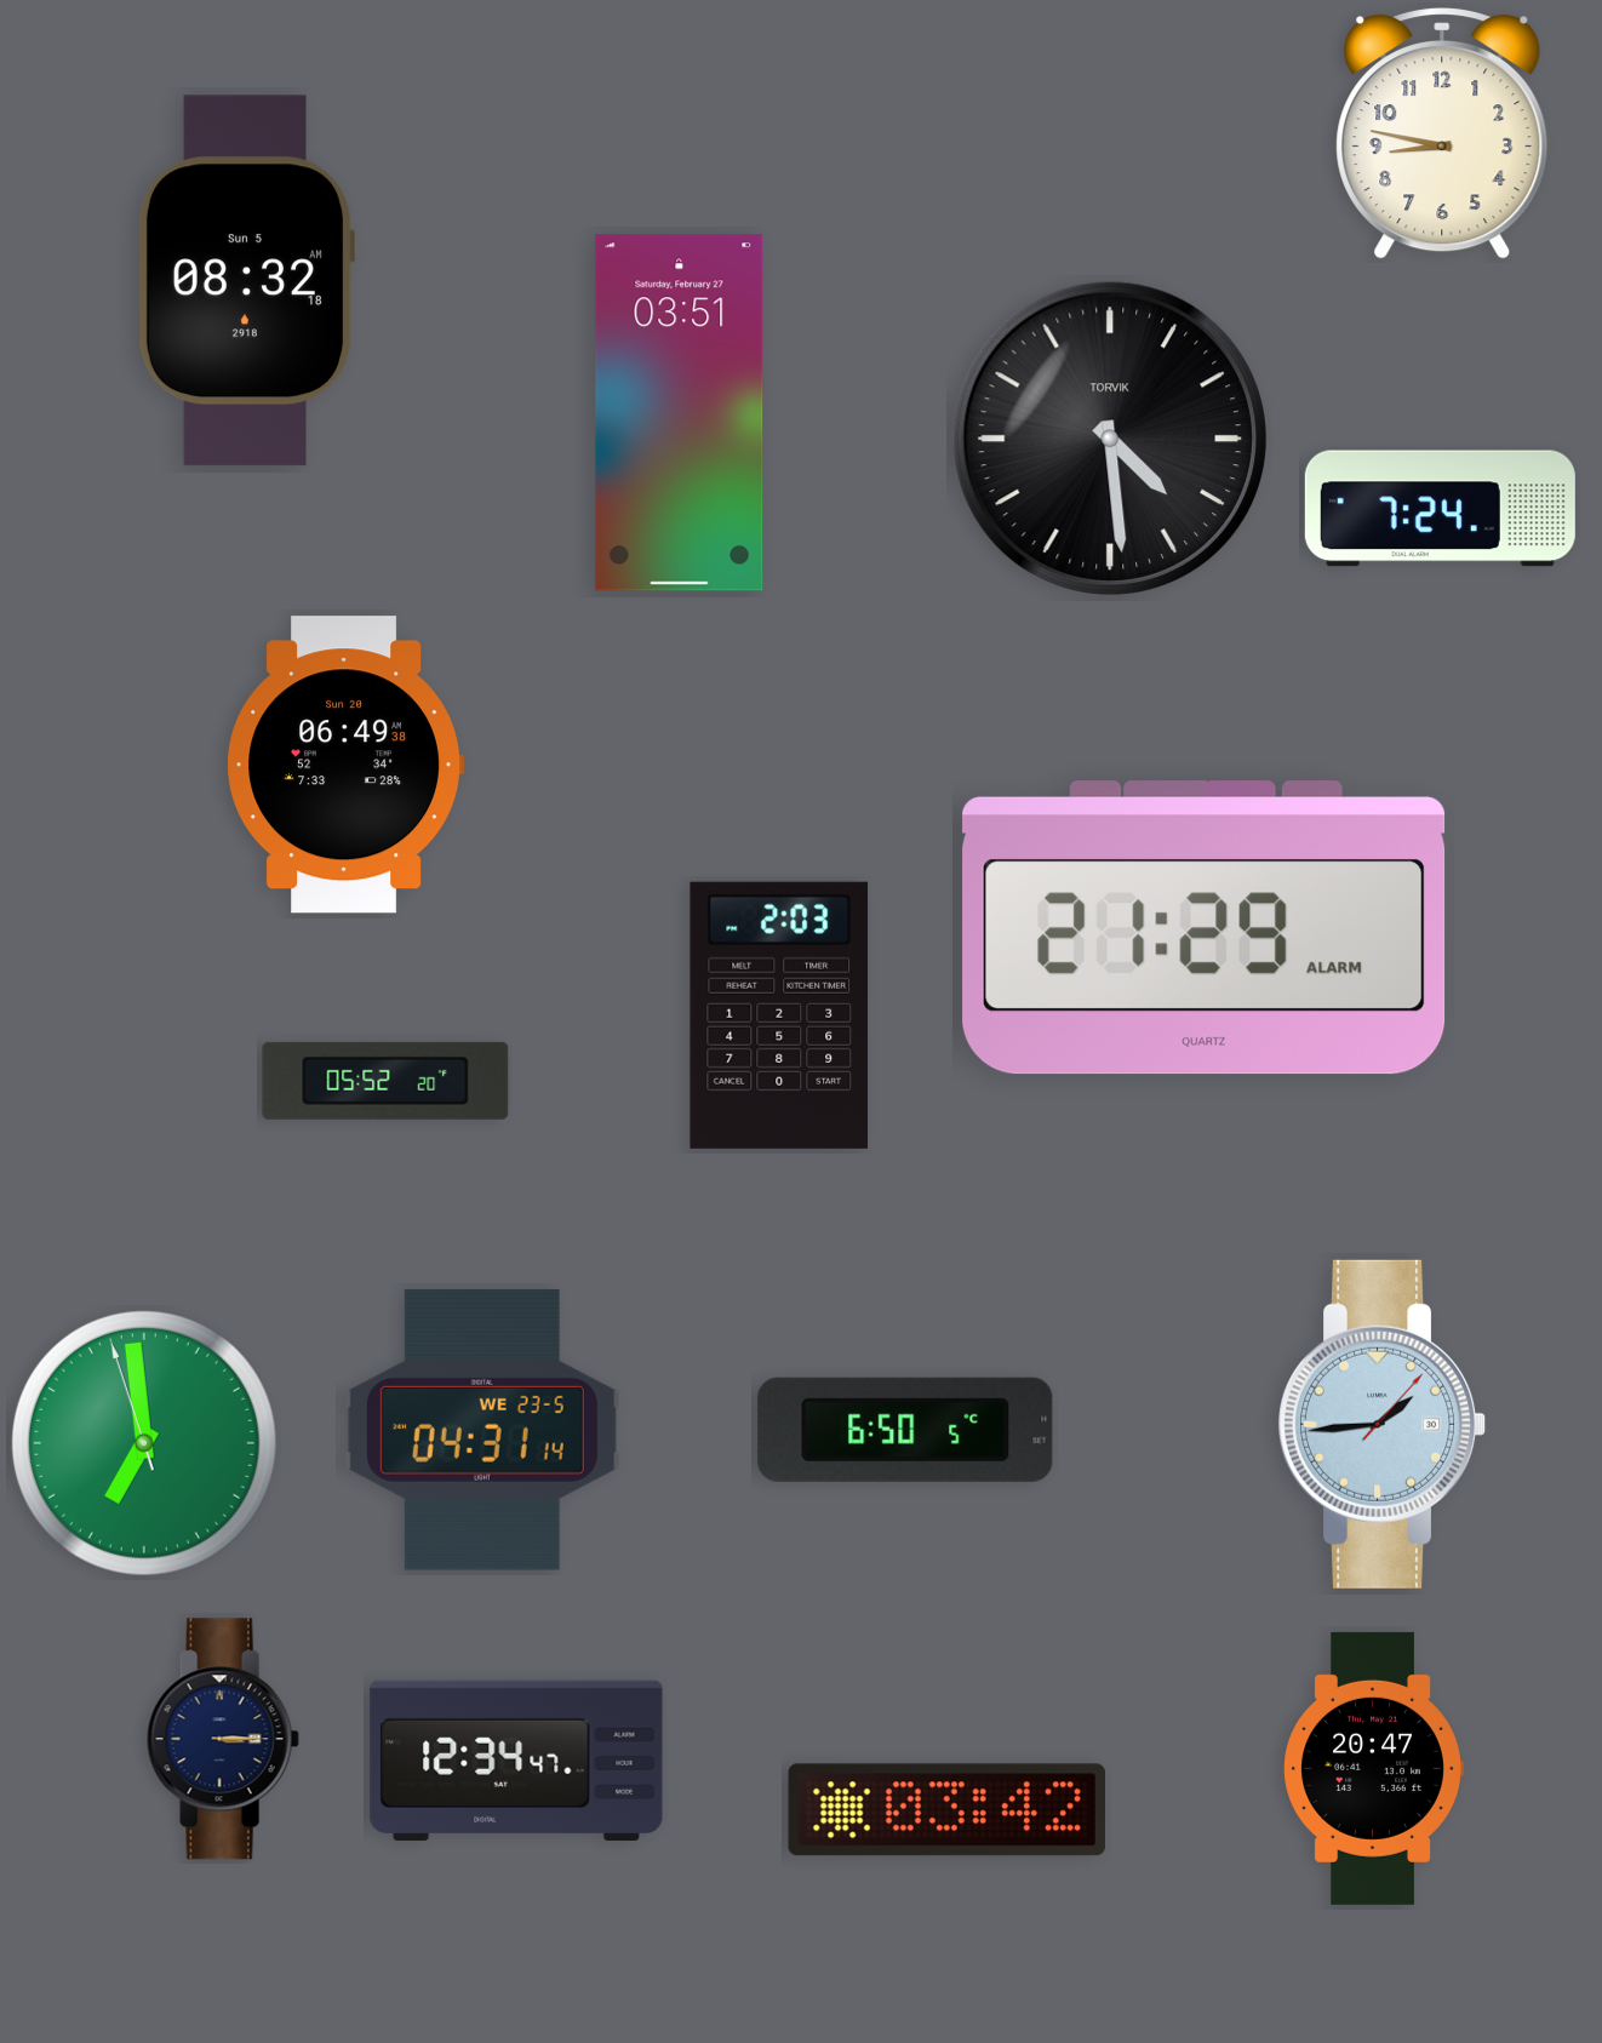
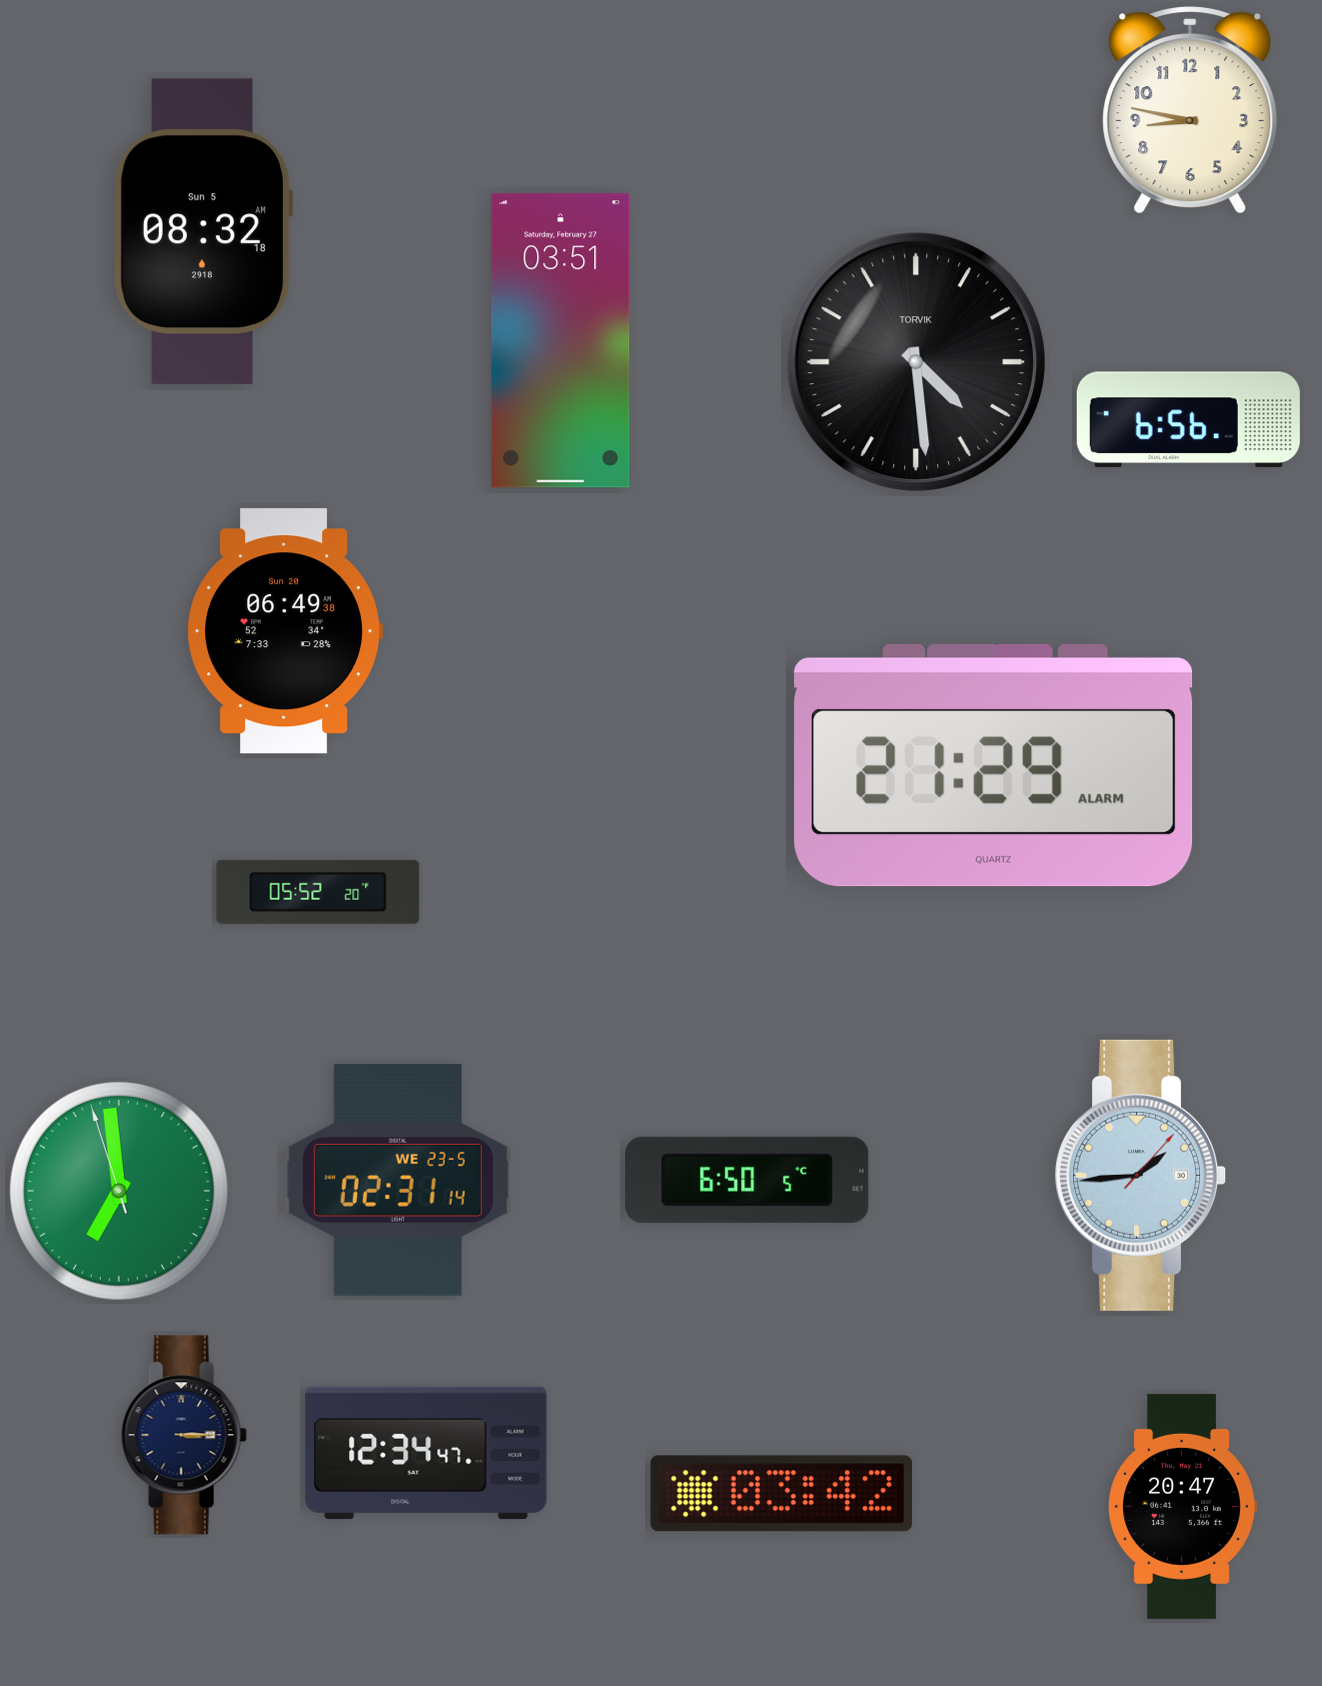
clock at (1440, 509): 7:24 -> 6:56
clock at (779, 1015): 2:03 -> none
clock at (482, 1430): 04:31 -> 02:31
clock at (1373, 1768) position: (1373, 1768) -> (1182, 1506)
